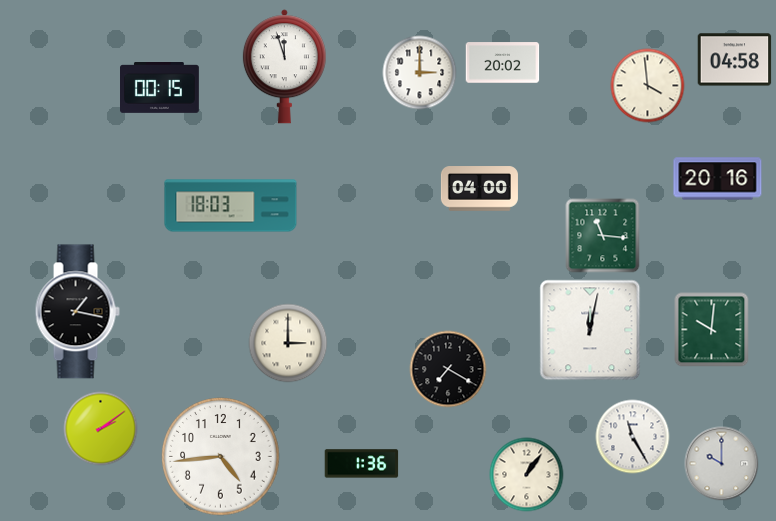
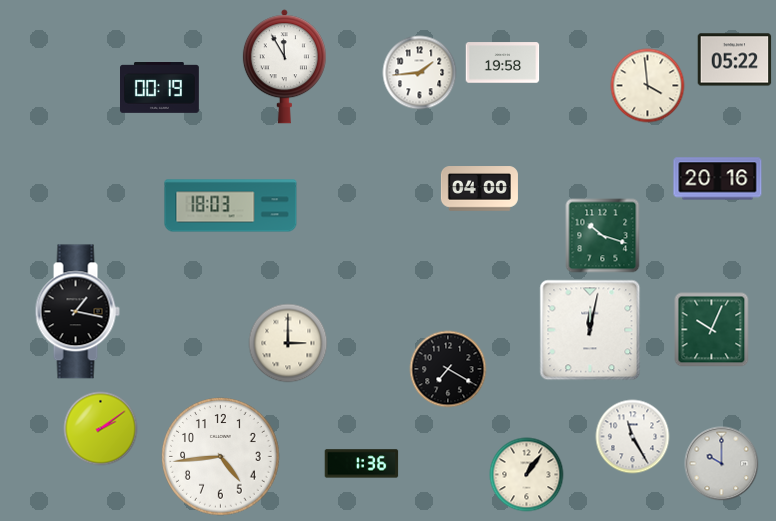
clock at (735, 60): 04:58 -> 05:22
clock at (503, 63): 20:02 -> 19:58
clock at (284, 67): 11:57 -> 11:55
clock at (420, 73): 3:00 -> 1:44
clock at (160, 88): 00:15 -> 00:19
clock at (603, 236): 11:16 -> 10:18
clock at (712, 330): 10:01 -> 10:04
